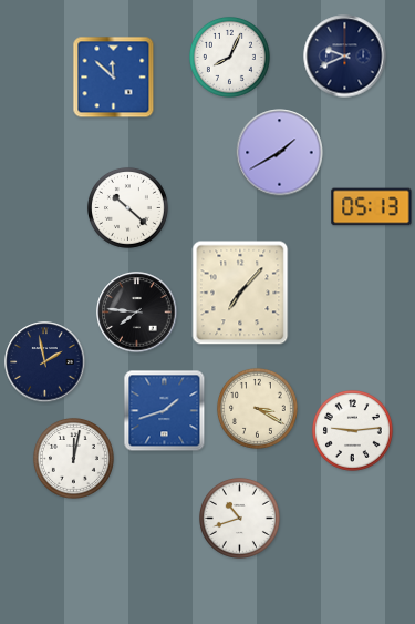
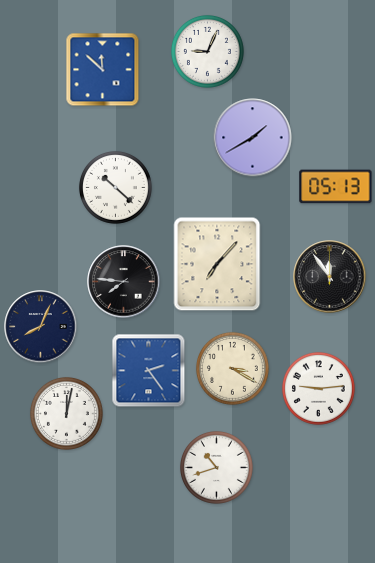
clock at (229, 57): 8:04 -> 9:04
clock at (345, 57): 9:41 -> none
clock at (330, 277): none -> 11:54
clock at (45, 362): 1:58 -> 8:04
clock at (165, 411): 1:42 -> 2:24
